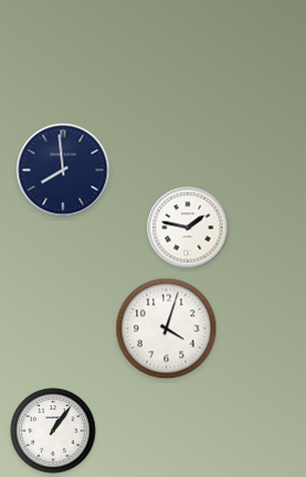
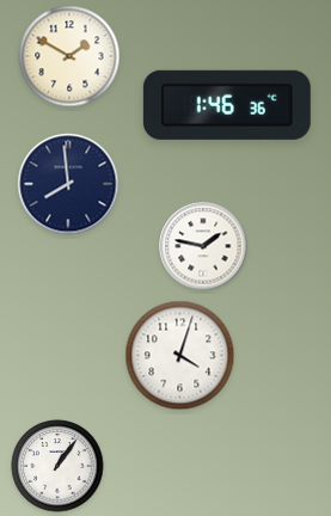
clock at (69, 56): none -> 1:50
clock at (227, 105): none -> 1:46
